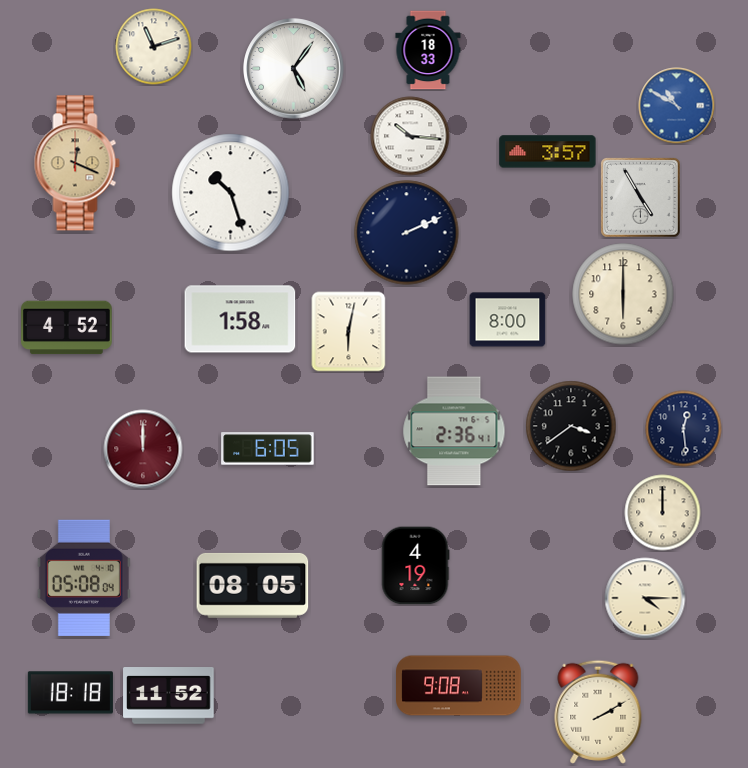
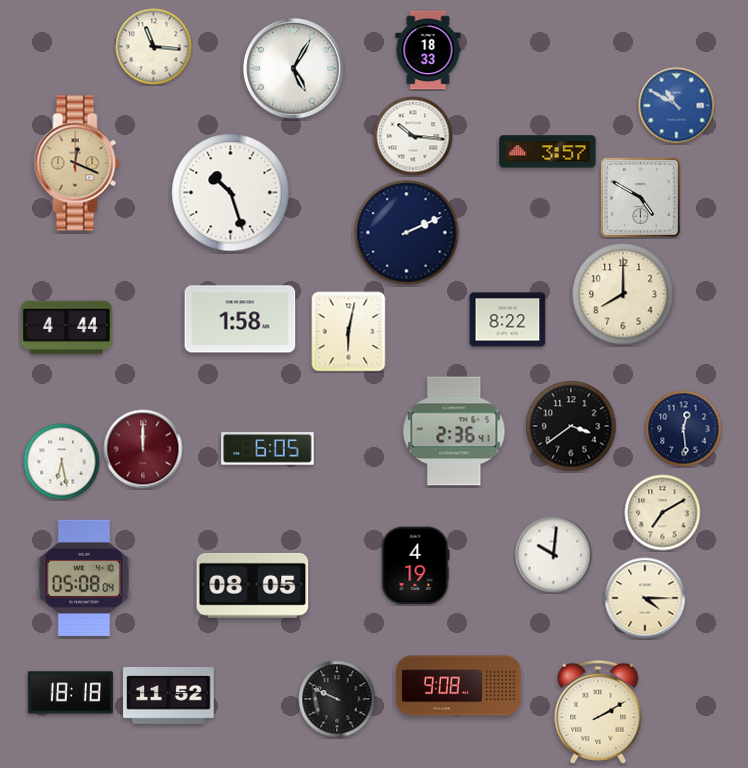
clock at (154, 47): 11:12 -> 11:16
clock at (294, 69): 5:06 -> 5:05
clock at (410, 136) position: (410, 136) -> (413, 136)
clock at (641, 198): 4:55 -> 4:50
clock at (623, 294): 6:00 -> 8:00
clock at (508, 320): 8:00 -> 8:22
clock at (67, 328): 4:52 -> 4:44
clock at (62, 462): none -> 6:28
clock at (663, 513): 12:00 -> 7:10
clock at (554, 555): none -> 10:01
clock at (337, 699): none -> 9:49
